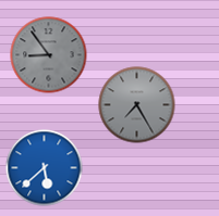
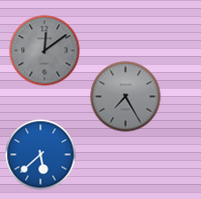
clock at (49, 55): 8:54 -> 12:09
